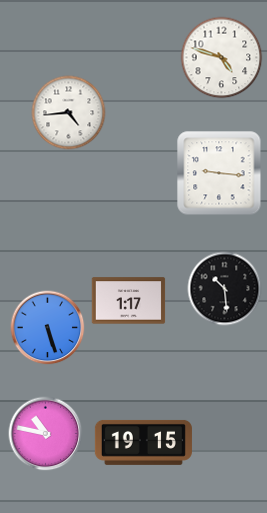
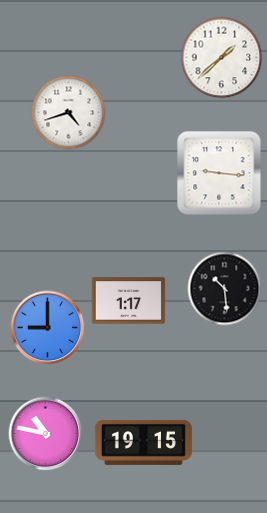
clock at (222, 58): 4:48 -> 1:38
clock at (69, 113): 4:44 -> 4:42
clock at (48, 328): 5:27 -> 9:00
